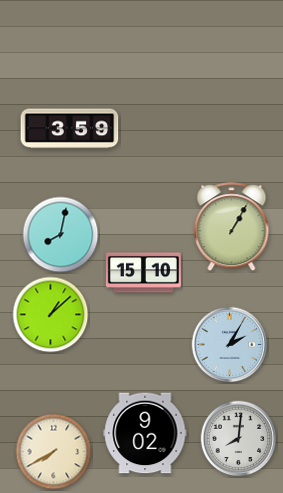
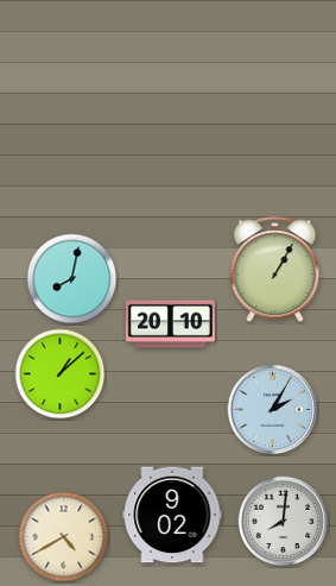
clock at (70, 129): 3:59 -> none
clock at (143, 273): 15:10 -> 20:10
clock at (54, 452): 7:40 -> 4:40
